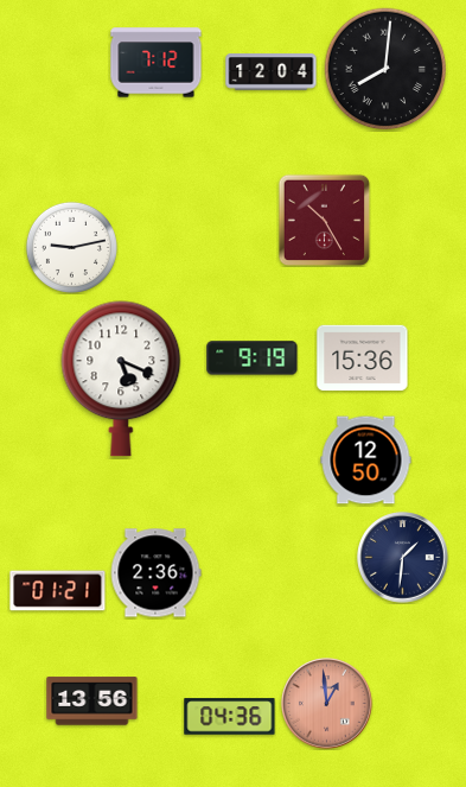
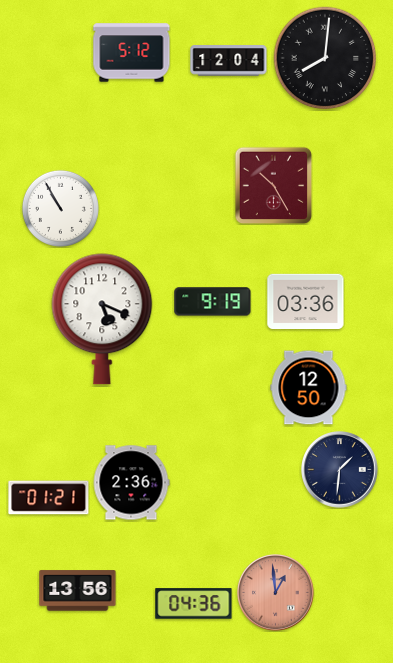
clock at (157, 63): 7:12 -> 5:12
clock at (71, 247): 9:13 -> 10:55
clock at (363, 358): 15:36 -> 03:36
